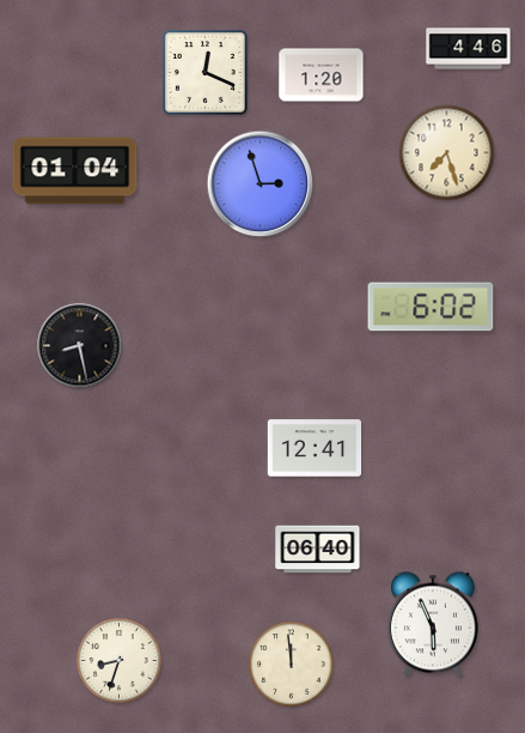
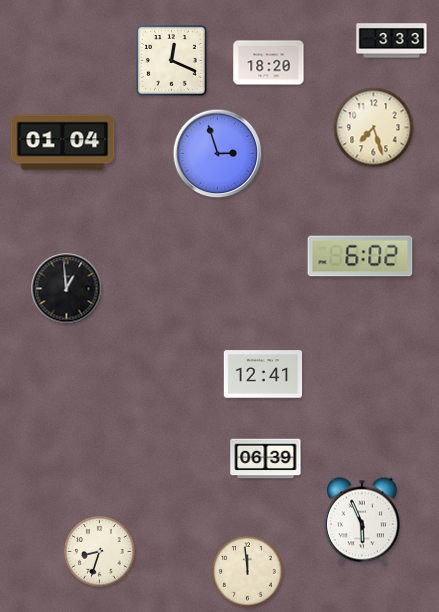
clock at (469, 49): 4:46 -> 3:33
clock at (322, 75): 1:20 -> 18:20
clock at (80, 346): 8:28 -> 12:59
clock at (318, 550): 06:40 -> 06:39
clock at (292, 665) position: (292, 665) -> (248, 572)
